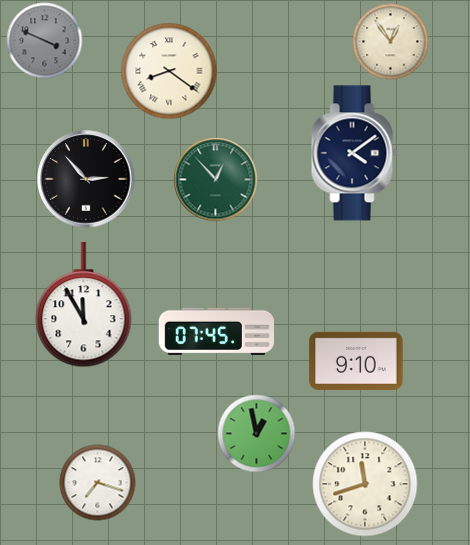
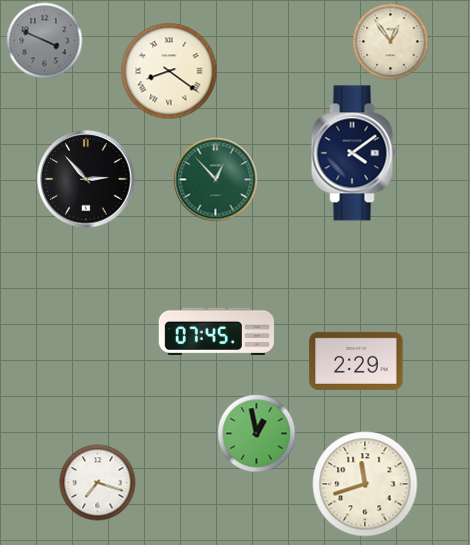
clock at (84, 305): 11:55 -> none
clock at (356, 361): 9:10 -> 2:29
